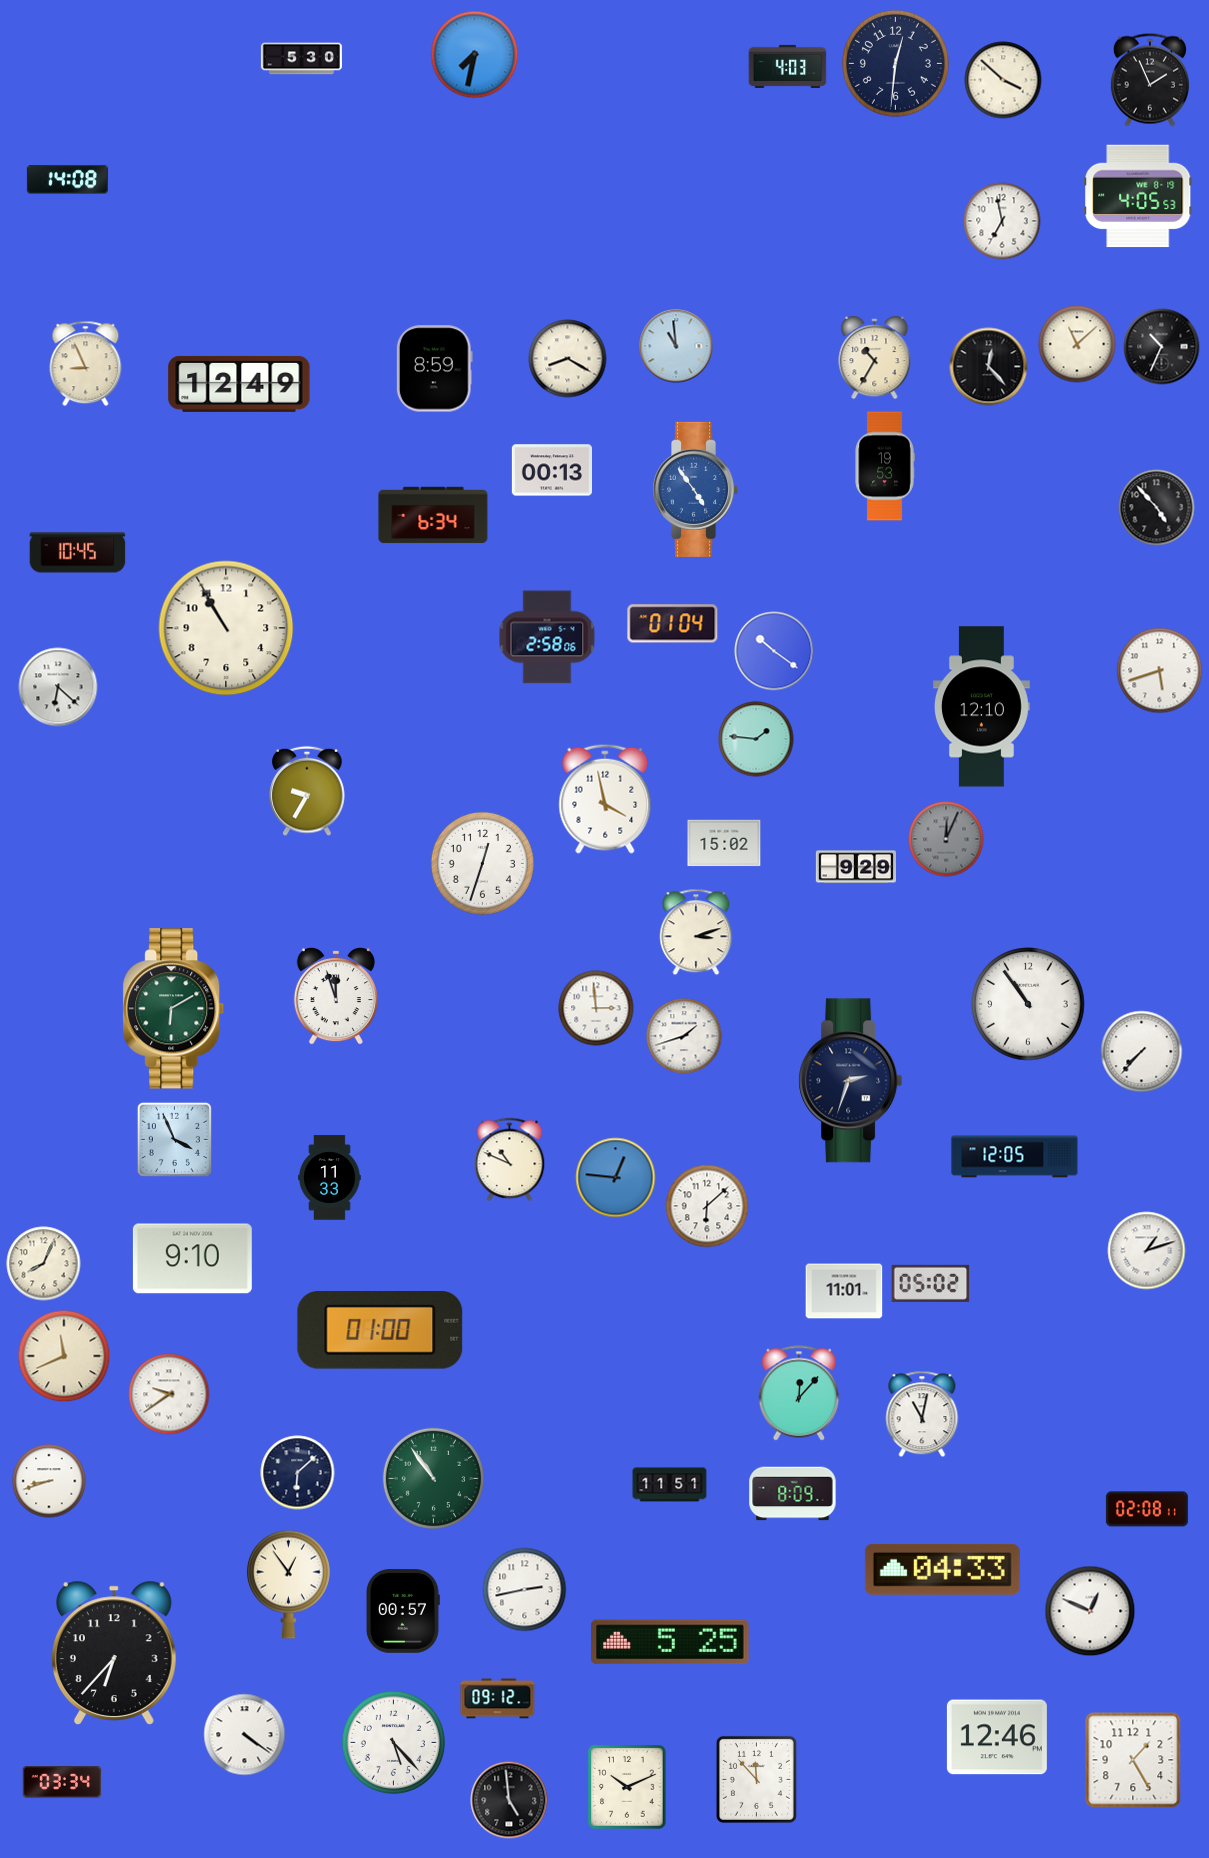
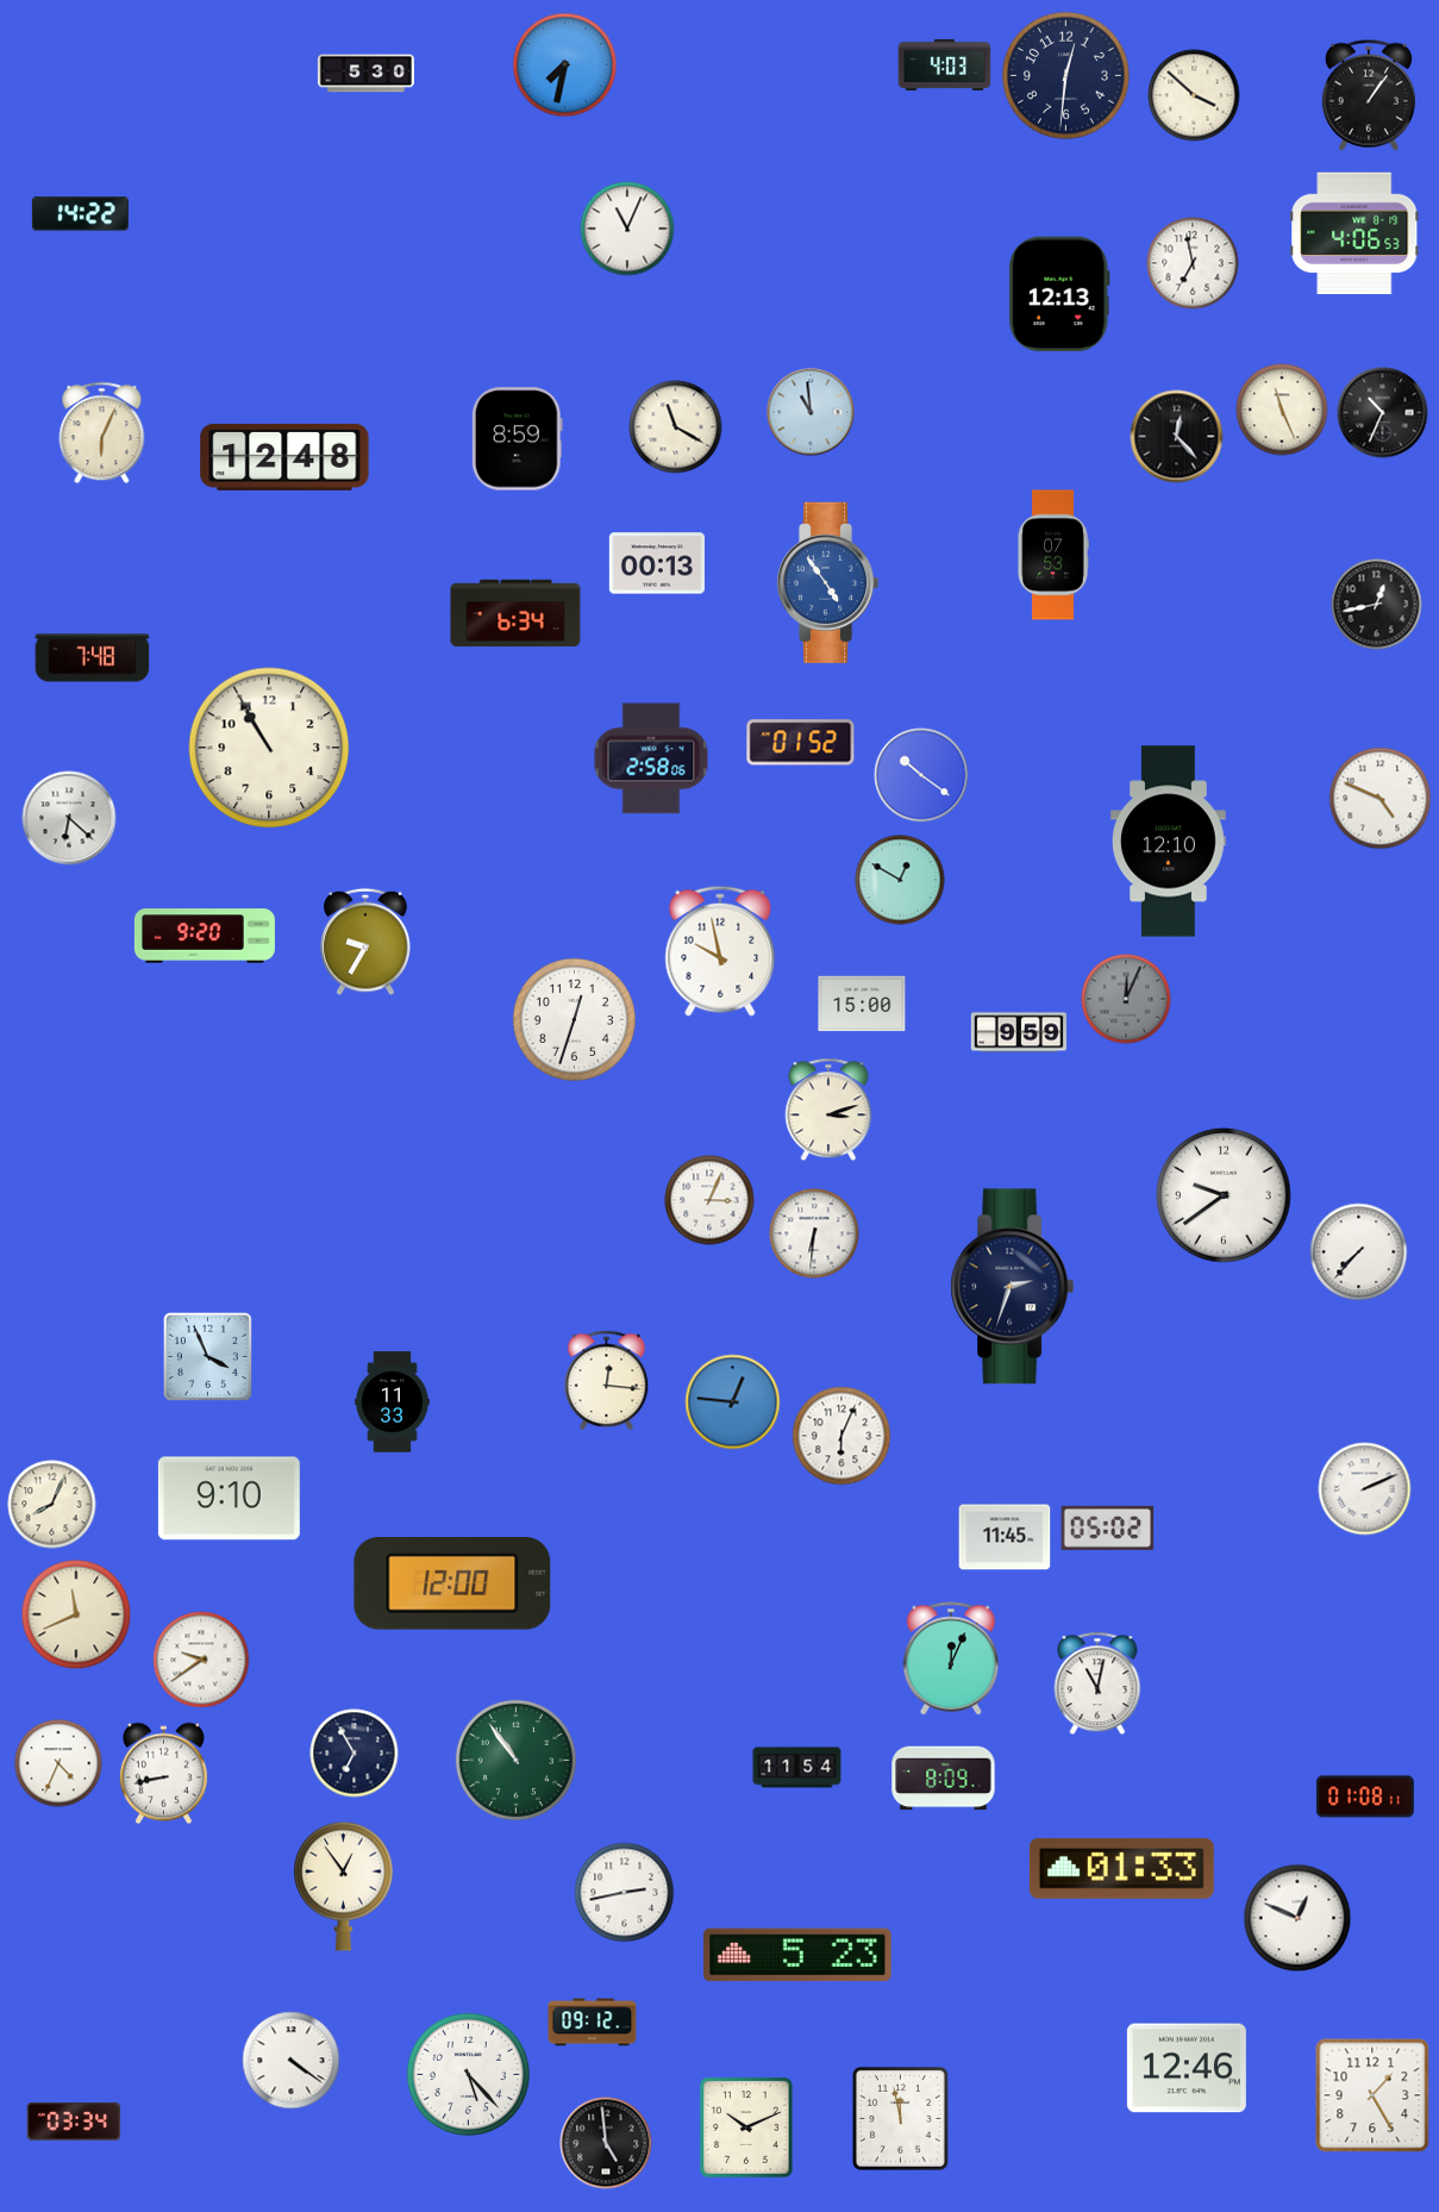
clock at (301, 59) position: (301, 59) -> (365, 74)
clock at (788, 66) position: (788, 66) -> (945, 64)
clock at (1150, 80): 1:56 -> 1:06
clock at (67, 180): 14:08 -> 14:22
clock at (627, 229): none -> 11:04
clock at (1138, 196): 4:05 -> 4:06
clock at (1059, 294): none -> 12:13
clock at (1077, 344): 11:08 -> 11:26
clock at (676, 346) position: (676, 346) -> (811, 412)
clock at (875, 358): 10:35 -> none
clock at (568, 359): 8:20 -> 11:20
clock at (86, 364): 8:56 -> 6:04
clock at (239, 384): 12:49 -> 12:48
clock at (885, 466): 19:53 -> 07:53
clock at (551, 470) position: (551, 470) -> (656, 563)
clock at (1157, 508): 4:53 -> 12:43
clock at (78, 553): 10:45 -> 7:48
clock at (673, 624): 01:04 -> 01:52
clock at (1160, 671): 5:42 -> 4:49
clock at (756, 739): 1:46 -> 12:50
clock at (205, 936): none -> 9:20
clock at (605, 799): 3:58 -> 9:58
clock at (724, 843): 15:02 -> 15:00
clock at (482, 863) position: (482, 863) -> (574, 1019)
clock at (855, 867): 9:29 -> 9:59
clock at (336, 997): 11:57 -> none
clock at (1028, 1004): 10:54 -> 9:39
clock at (596, 1008): 2:59 -> 3:04
clock at (174, 1009): 6:10 -> none
clock at (684, 1036): 1:42 -> 6:31
clock at (1015, 1157): 12:05 -> none
clock at (510, 1160): 10:49 -> 12:16
clock at (707, 1206): 6:08 -> 6:04
clock at (1147, 1251): 1:12 -> 2:11
clock at (844, 1291): 11:01 -> 11:45
clock at (380, 1331): 01:00 -> 12:00
clock at (799, 1393): 12:07 -> 12:04
clock at (298, 1473): 6:08 -> 6:55
clock at (49, 1481): 8:42 -> 4:34
clock at (670, 1485): 11:51 -> 11:54
clock at (163, 1774): none -> 8:43
clock at (1147, 1509): 02:08 -> 01:08
clock at (942, 1569): 04:33 -> 01:33
clock at (402, 1611): 00:57 -> none
clock at (670, 1642): 5:25 -> 5:23
clock at (115, 1653): 6:37 -> none
clock at (245, 1735) position: (245, 1735) -> (292, 2061)
clock at (1133, 1760) position: (1133, 1760) -> (1372, 2095)
clock at (756, 1779): 11:53 -> 11:58
